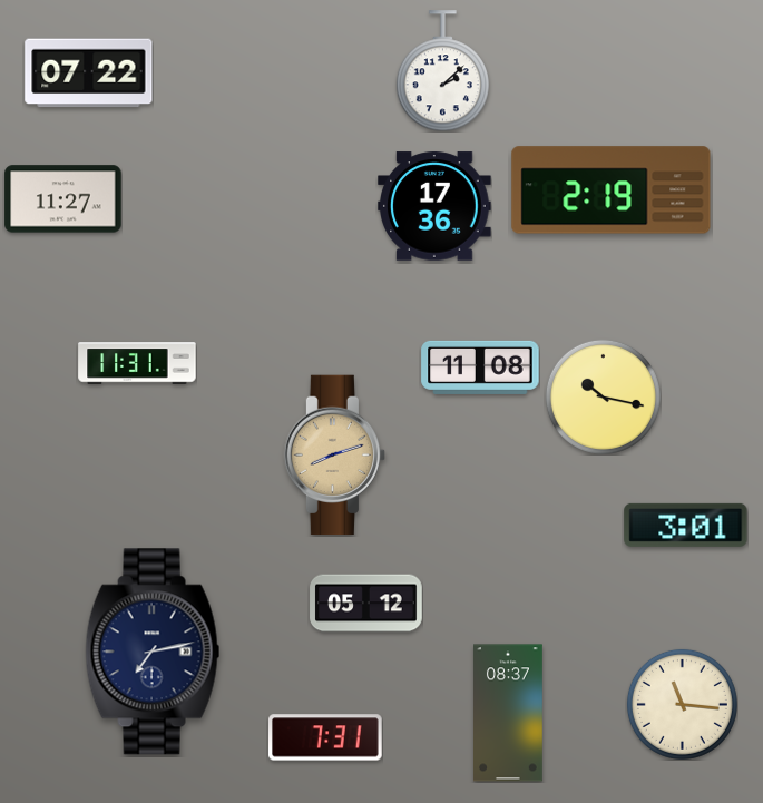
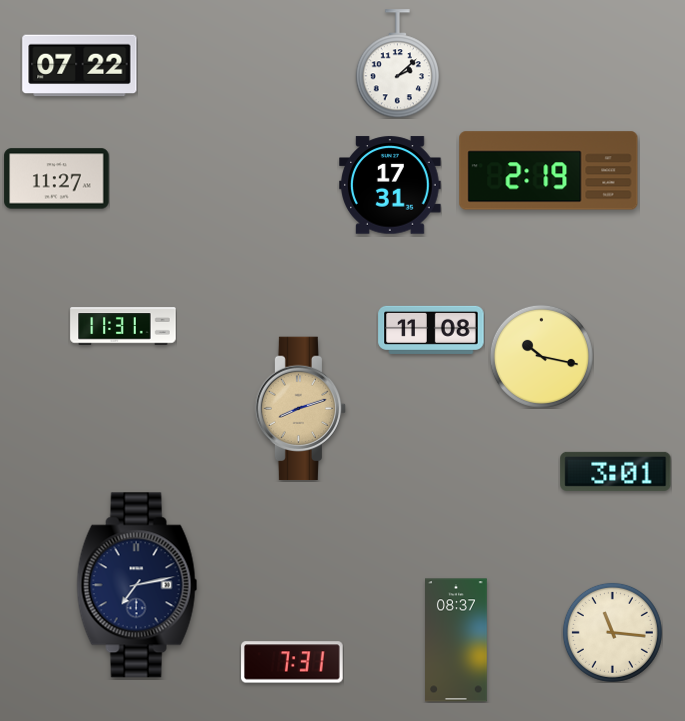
clock at (434, 206): 17:36 -> 17:31
clock at (366, 604): 05:12 -> none
